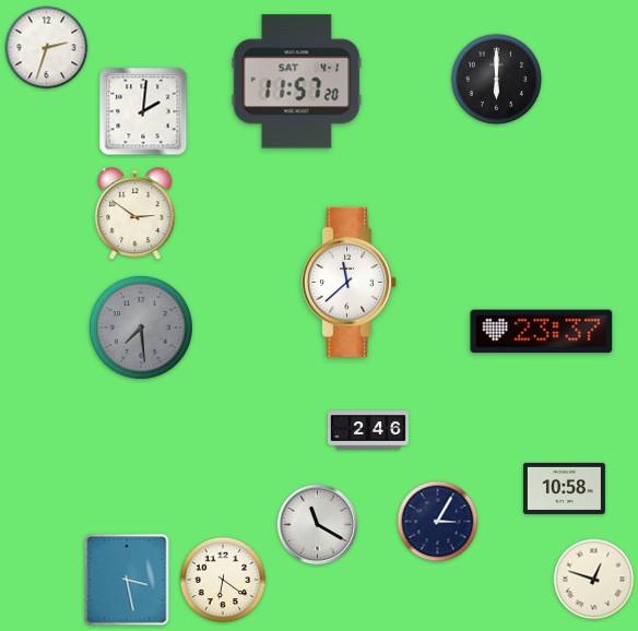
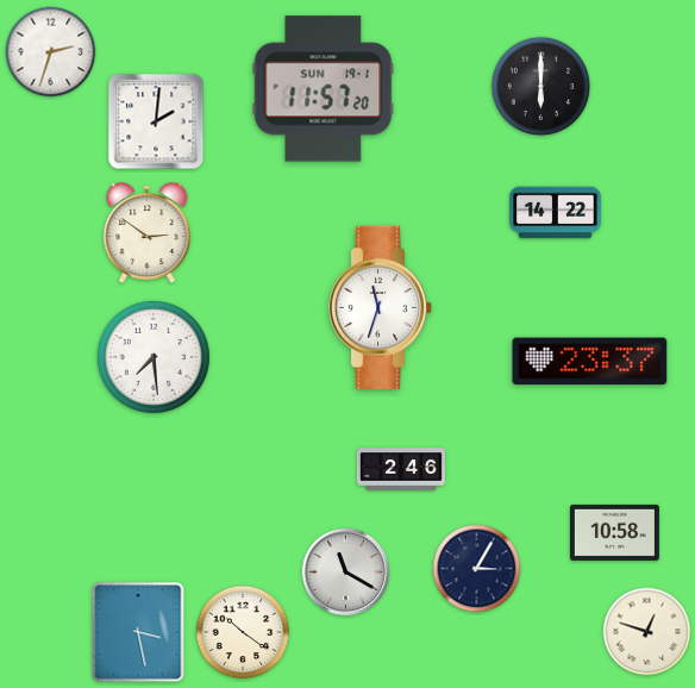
clock at (297, 82) date: SAT 4-1 -> SUN 19-1
clock at (556, 213): none -> 14:22
clock at (350, 282): 11:38 -> 11:33
clock at (141, 328) dial: grey -> white
clock at (223, 580): 6:21 -> 10:21
